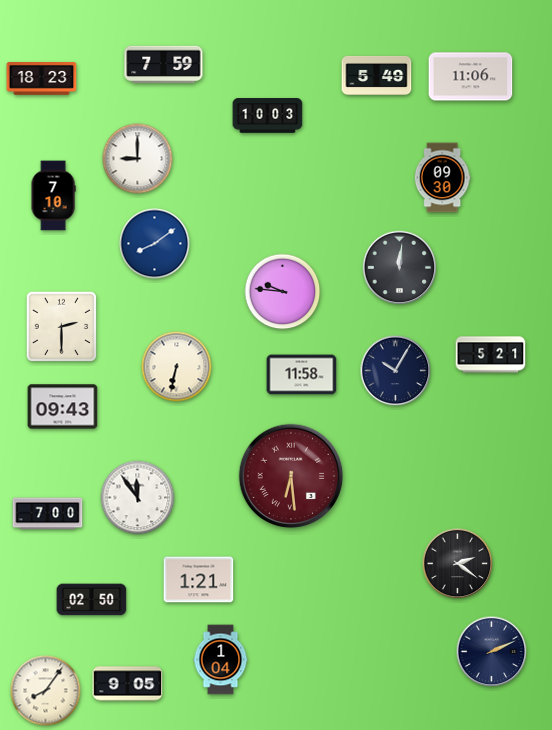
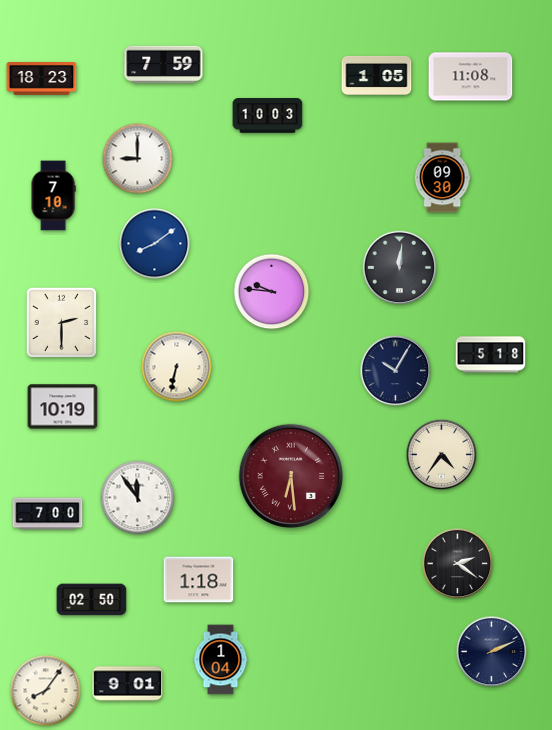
clock at (377, 75): 5:49 -> 1:05
clock at (471, 77): 11:06 -> 11:08
clock at (283, 292) position: (283, 292) -> (272, 292)
clock at (61, 326) position: (61, 326) -> (61, 322)
clock at (491, 355): 5:21 -> 5:18
clock at (302, 375): 11:58 -> none
clock at (63, 407): 09:43 -> 10:19
clock at (442, 455): none -> 4:36
clock at (199, 580): 1:21 -> 1:18
clock at (128, 684): 9:05 -> 9:01
